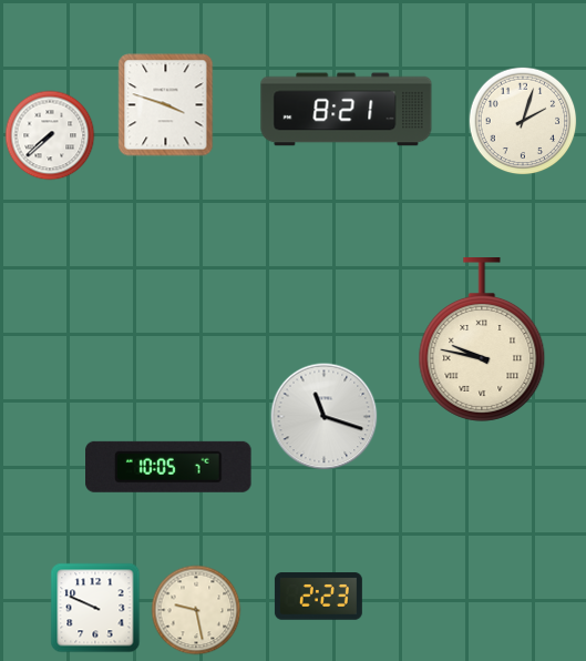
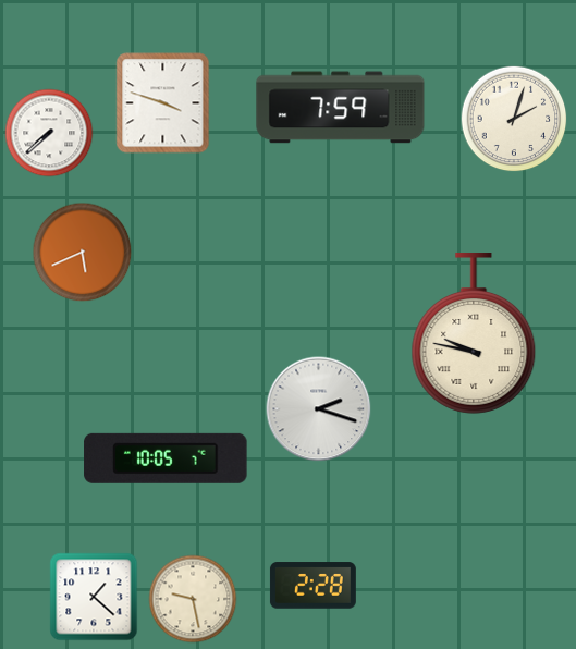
clock at (347, 110): 8:21 -> 7:59
clock at (83, 253): none -> 5:41
clock at (325, 417): 11:18 -> 2:18
clock at (318, 597): 2:23 -> 2:28
clock at (95, 608): 9:49 -> 1:22
